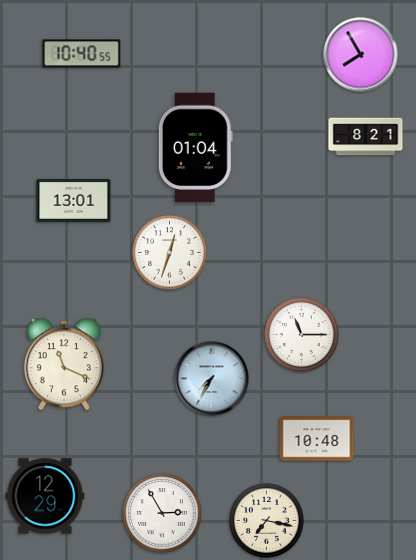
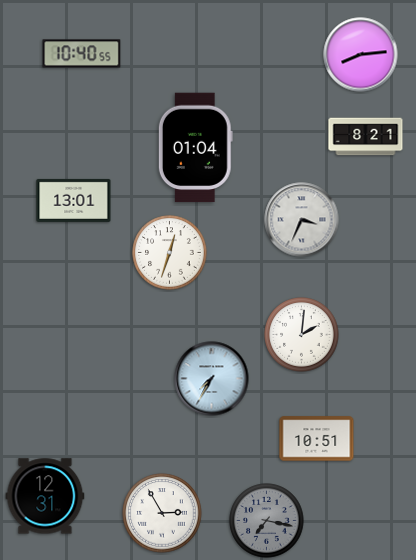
clock at (361, 55): 7:55 -> 8:14
clock at (302, 220): none -> 3:34
clock at (302, 335): 11:15 -> 2:01
clock at (64, 364): 11:19 -> none
clock at (317, 439): 10:48 -> 10:51
clock at (45, 496): 12:29 -> 12:31
clock at (267, 521) dial: cream -> grey
